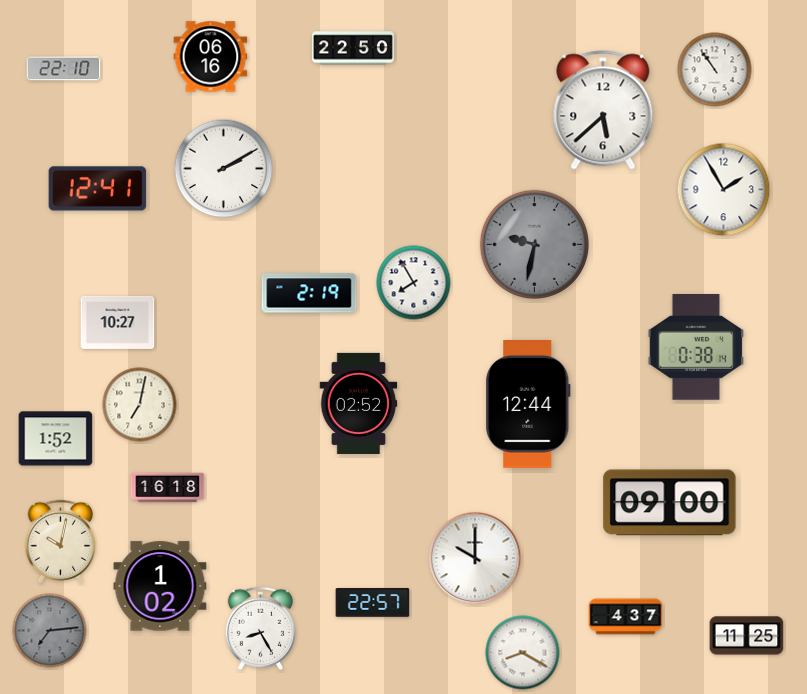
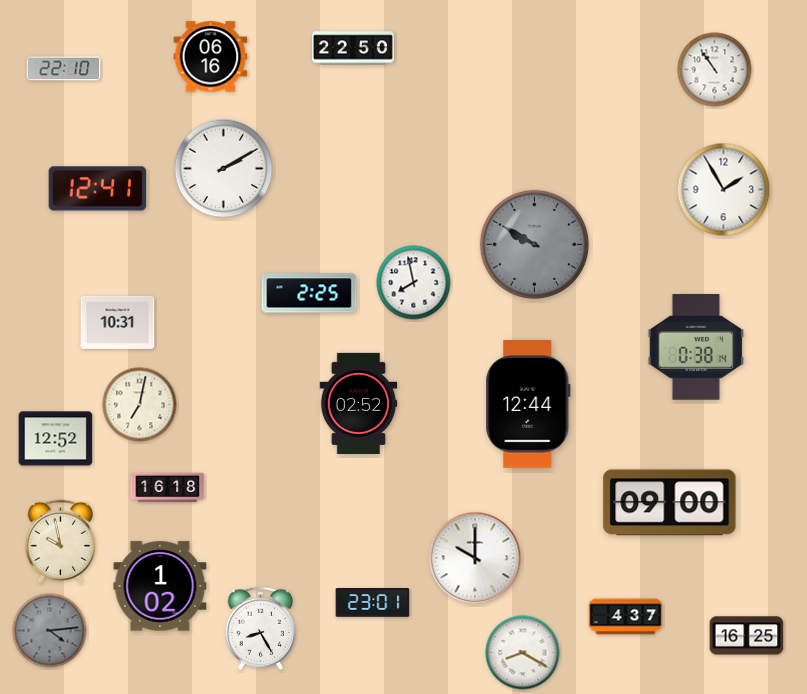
clock at (603, 110): 5:38 -> none
clock at (534, 244): 9:32 -> 9:50
clock at (414, 283): 7:55 -> 7:58
clock at (309, 293): 2:19 -> 2:25
clock at (118, 322): 10:27 -> 10:31
clock at (56, 439): 1:52 -> 12:52
clock at (61, 541): 10:02 -> 9:58
clock at (373, 603): 22:57 -> 23:01
clock at (50, 631): 7:14 -> 4:14
clock at (747, 636): 11:25 -> 16:25
